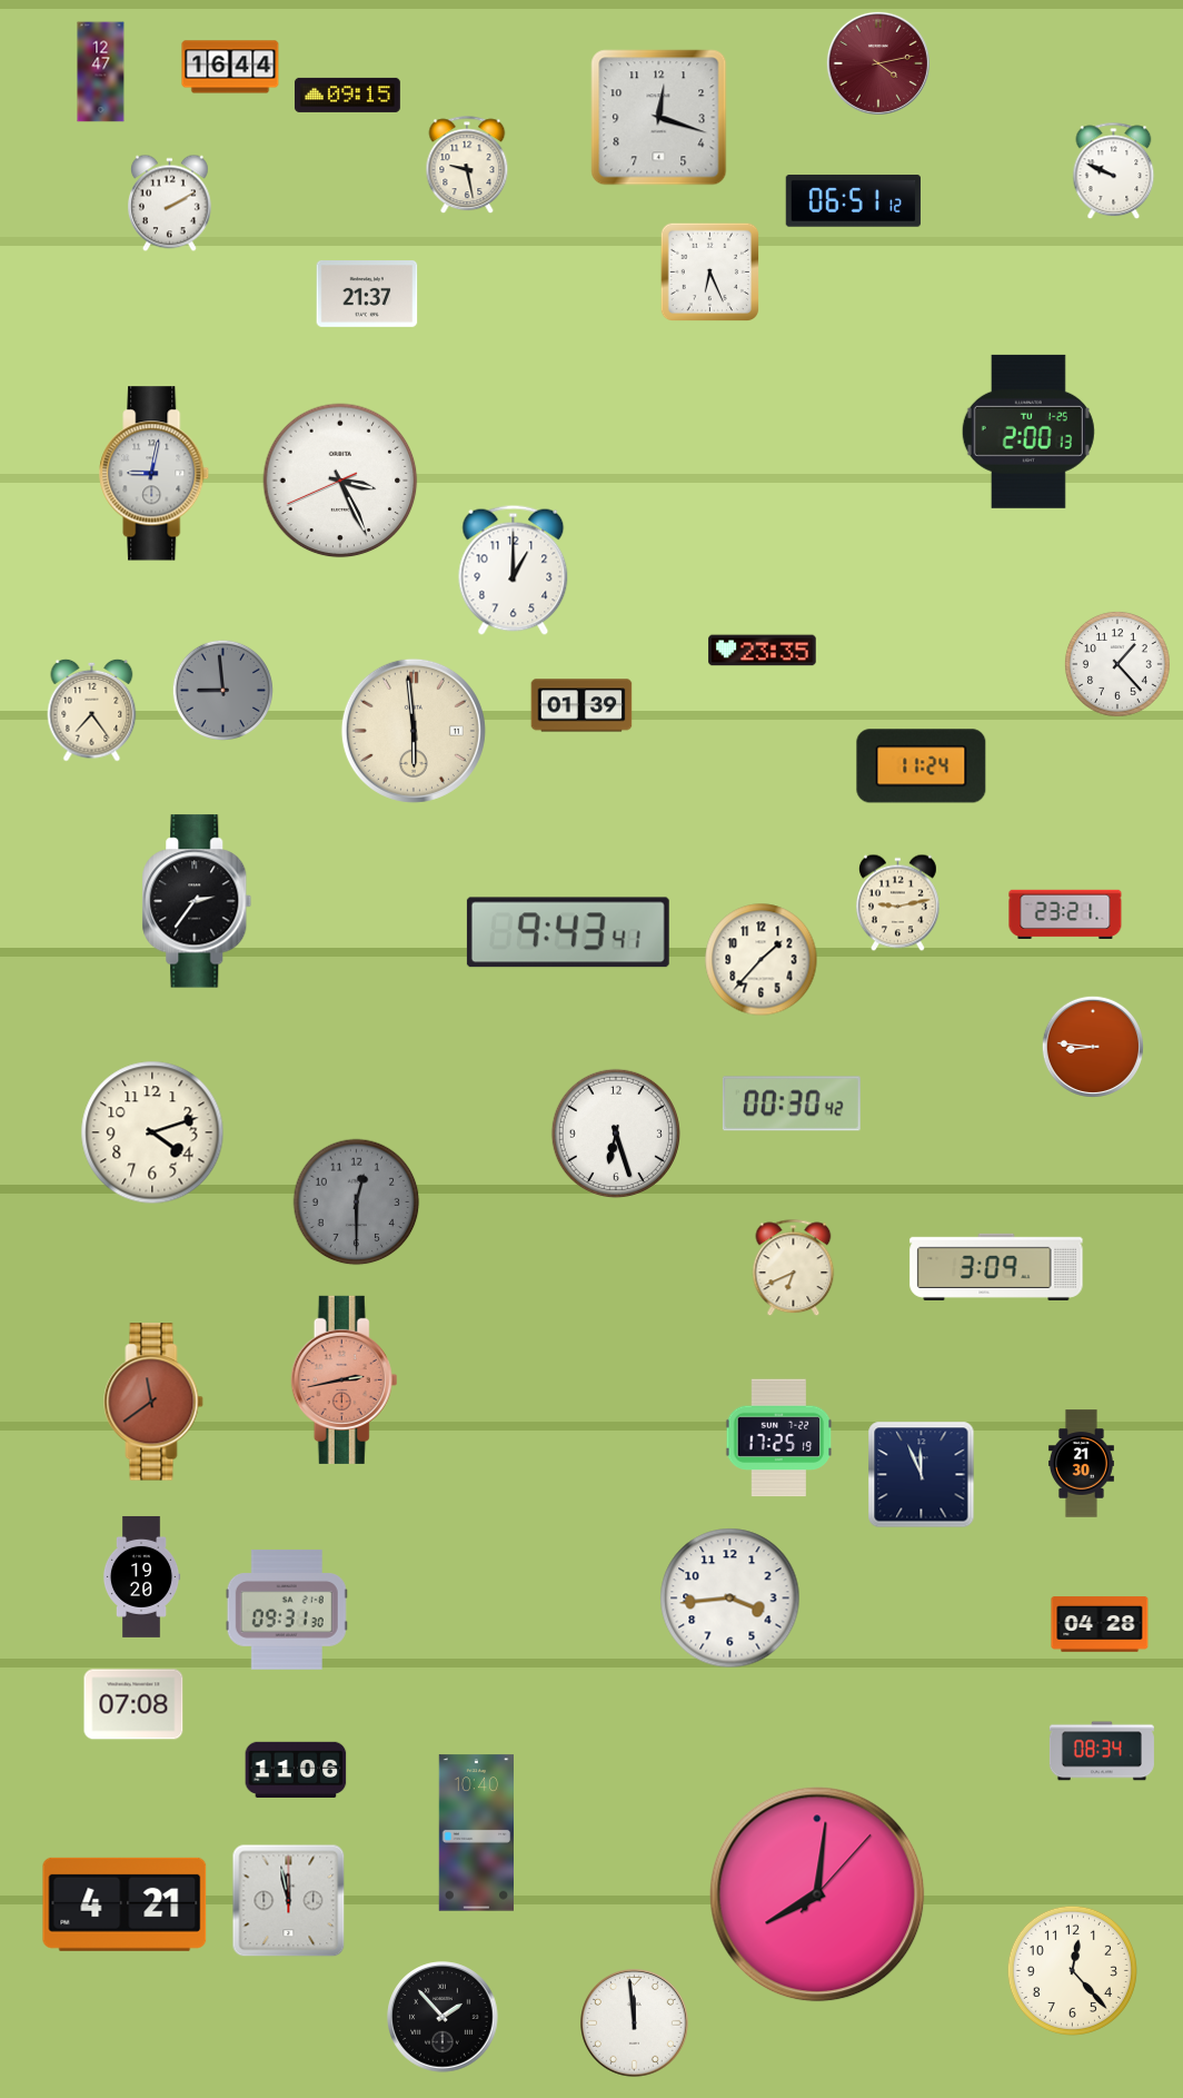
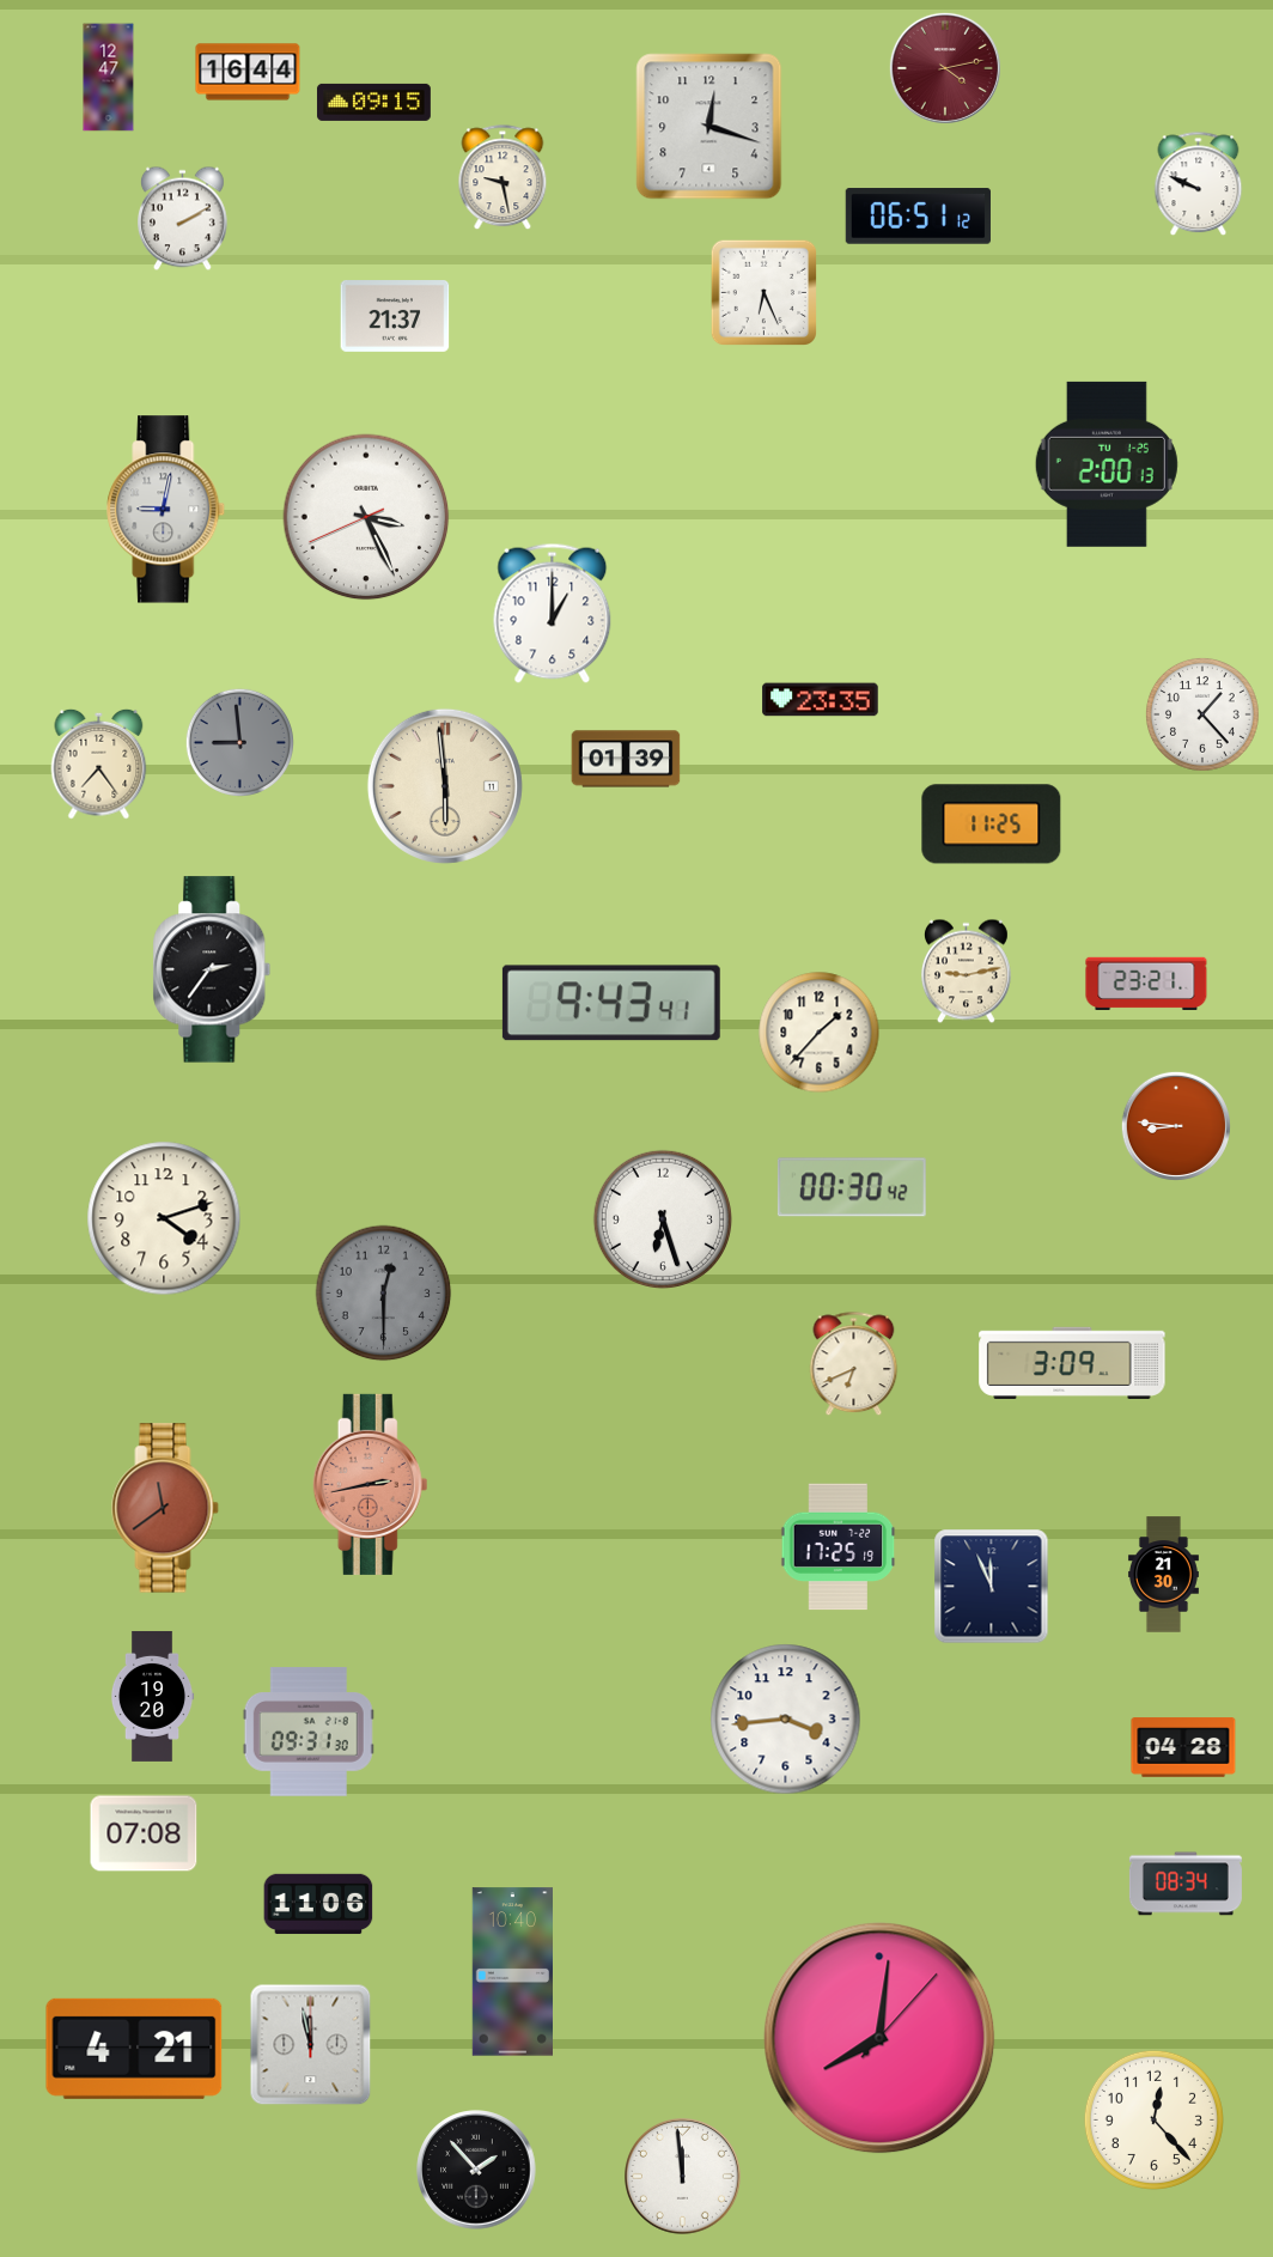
clock at (922, 766): 11:24 -> 11:25
